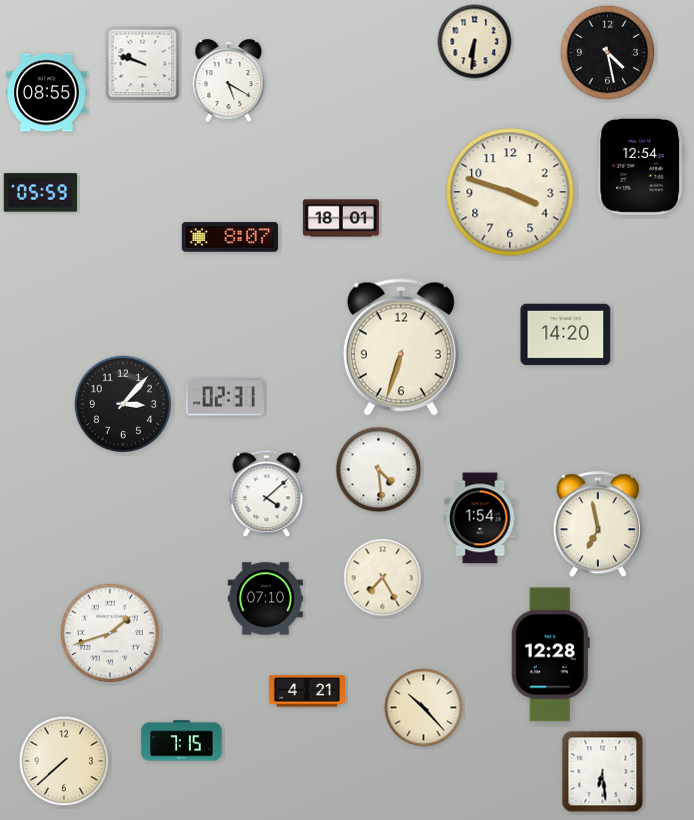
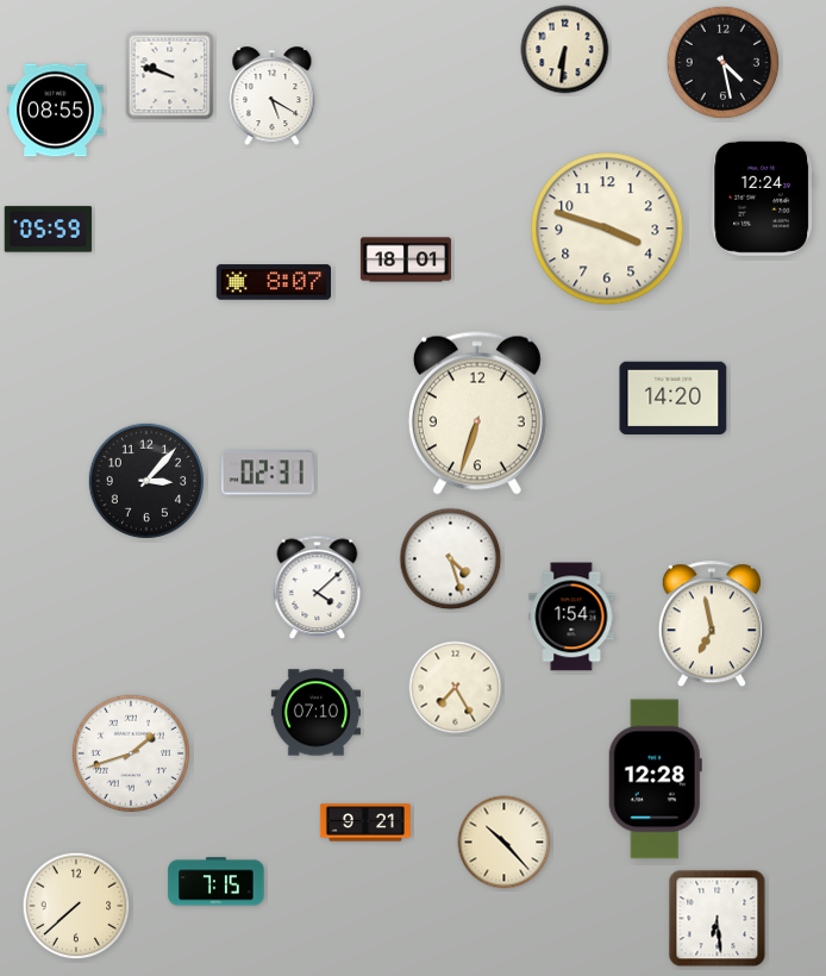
clock at (641, 165): 12:54 -> 12:24
clock at (379, 470): 4:29 -> 4:27
clock at (307, 691): 4:21 -> 9:21
